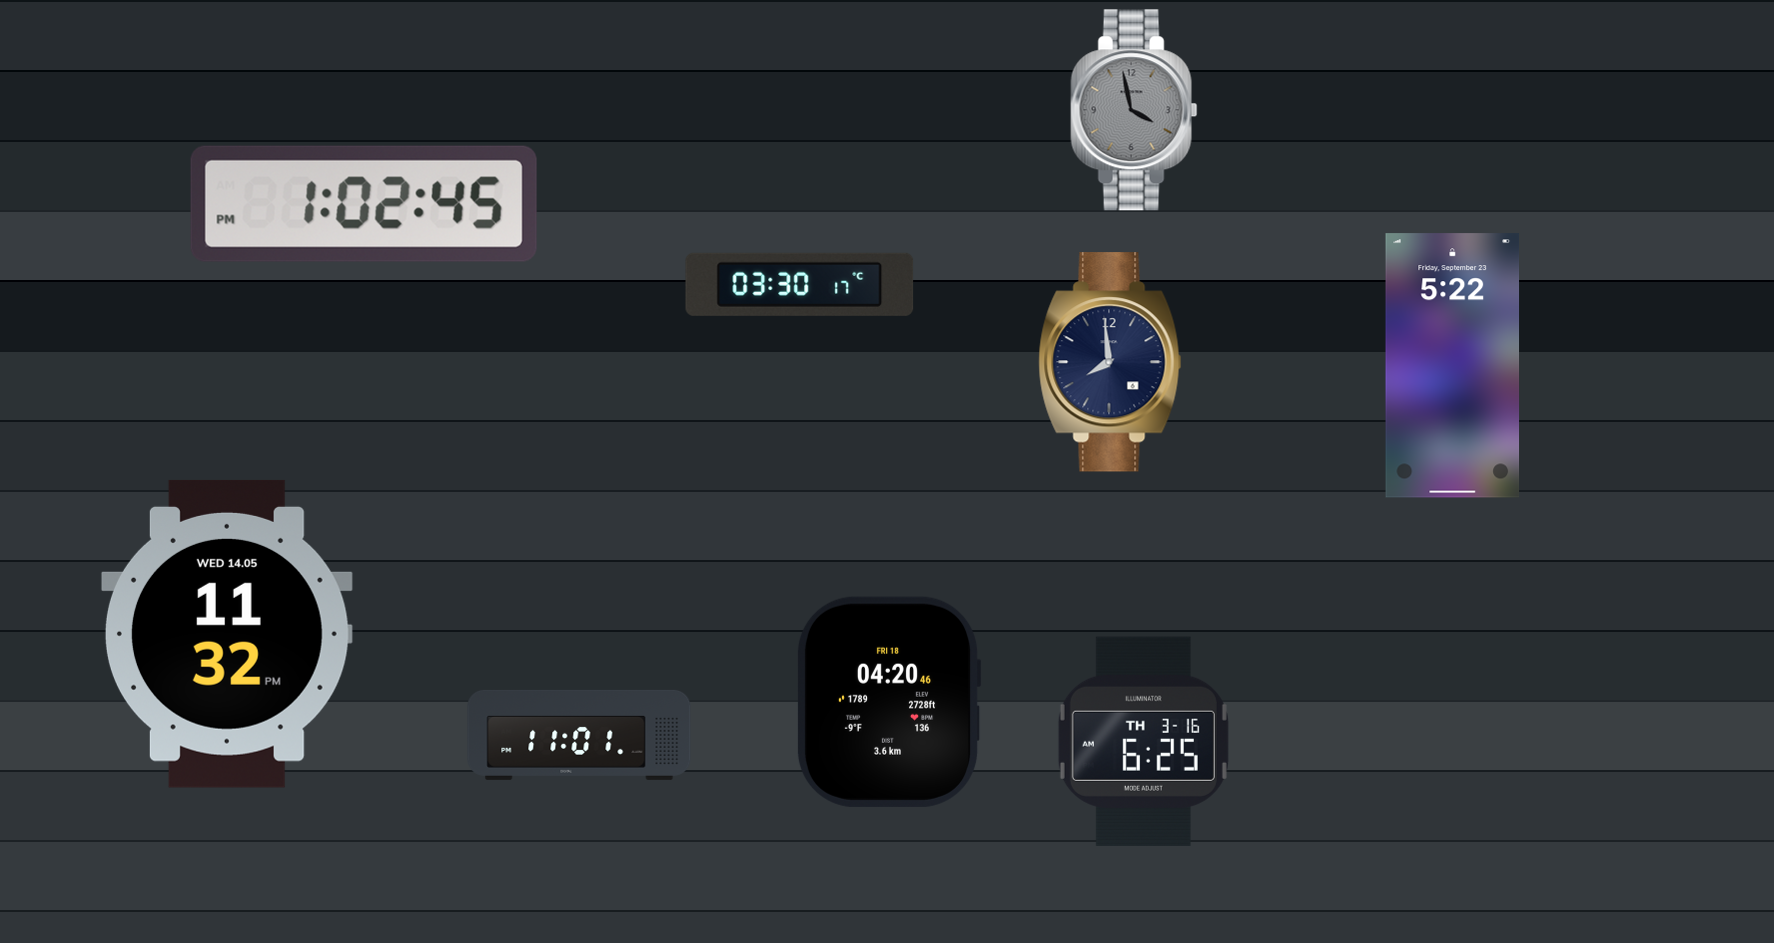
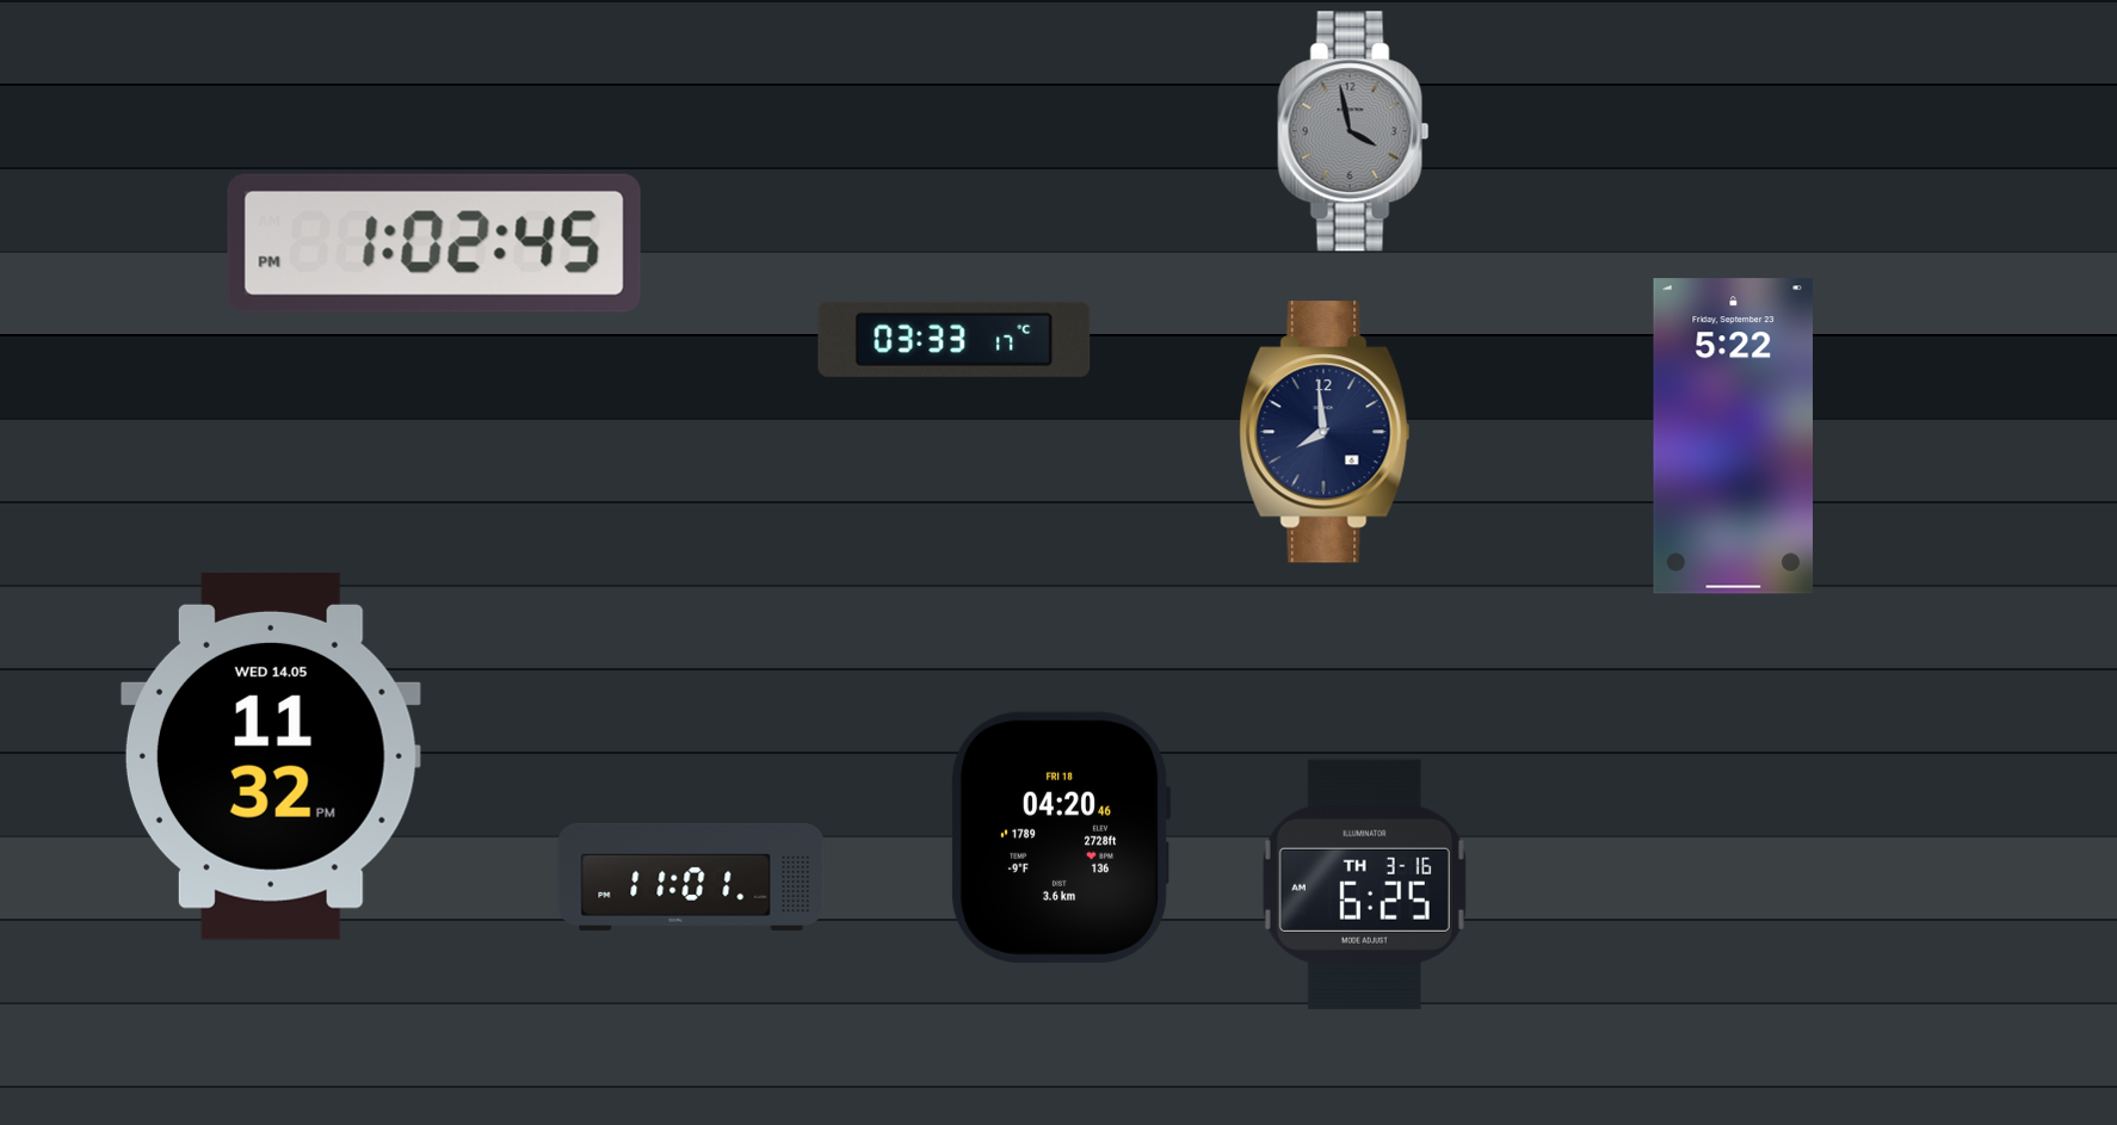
clock at (800, 284): 03:30 -> 03:33
